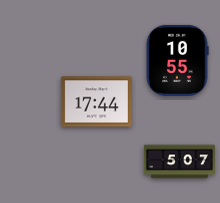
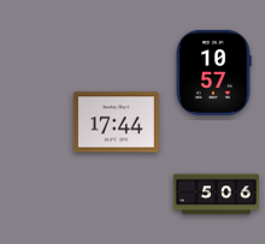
clock at (177, 60): 10:55 -> 10:57
clock at (179, 162): 5:07 -> 5:06
